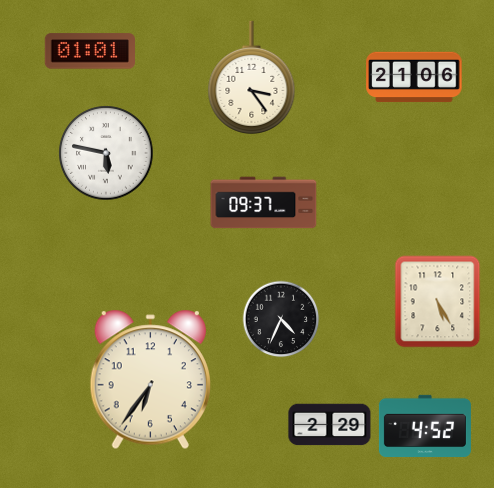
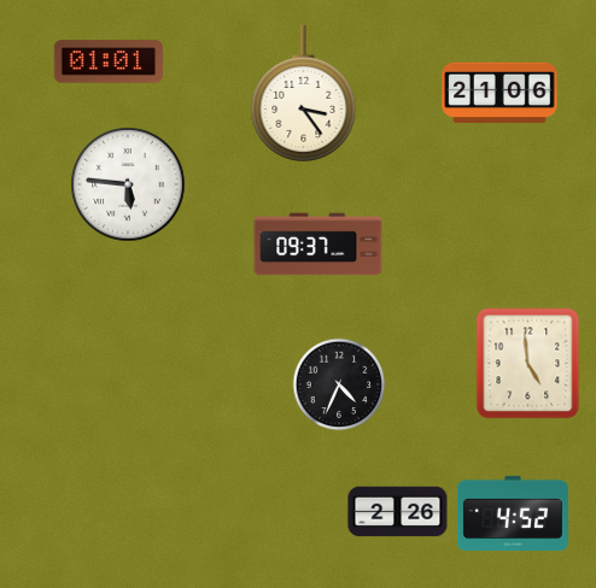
clock at (106, 153): 5:47 -> 5:46
clock at (438, 302): 5:25 -> 4:59
clock at (150, 380): 6:36 -> none
clock at (330, 425): 2:29 -> 2:26
